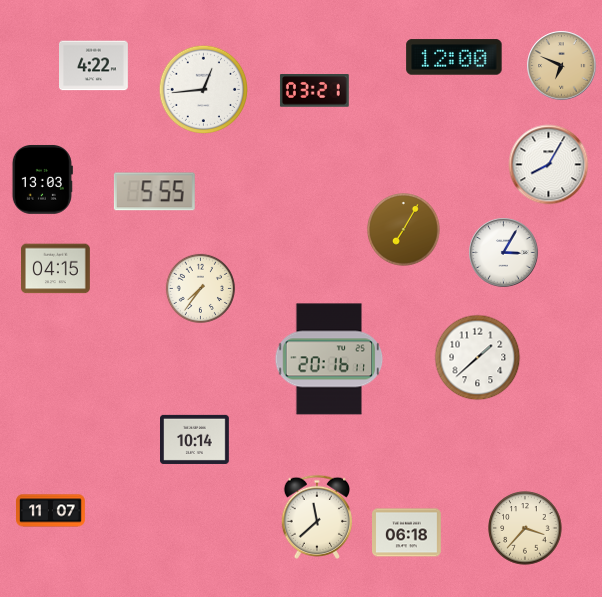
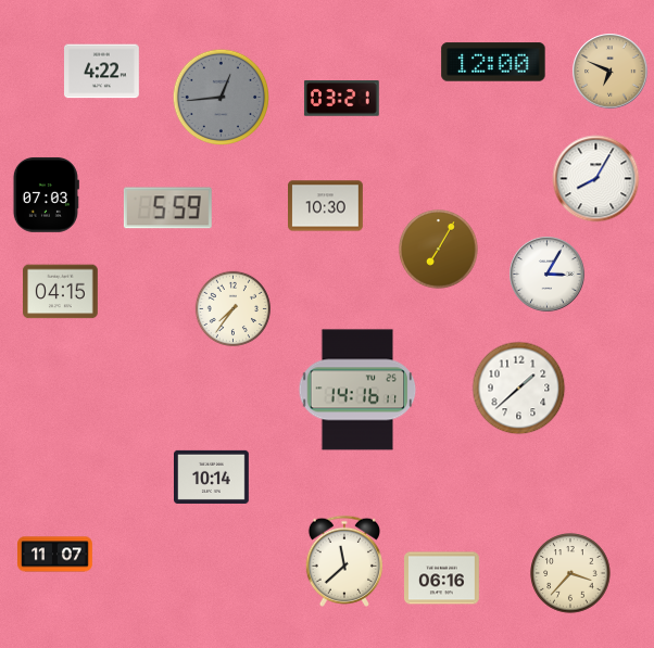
clock at (204, 90) dial: white -> grey
clock at (42, 180): 13:03 -> 07:03
clock at (326, 206): none -> 10:30
clock at (154, 192): 5:55 -> 5:59
clock at (200, 288) position: (200, 288) -> (232, 308)
clock at (329, 359): 20:16 -> 14:16
clock at (407, 533): 06:18 -> 06:16
